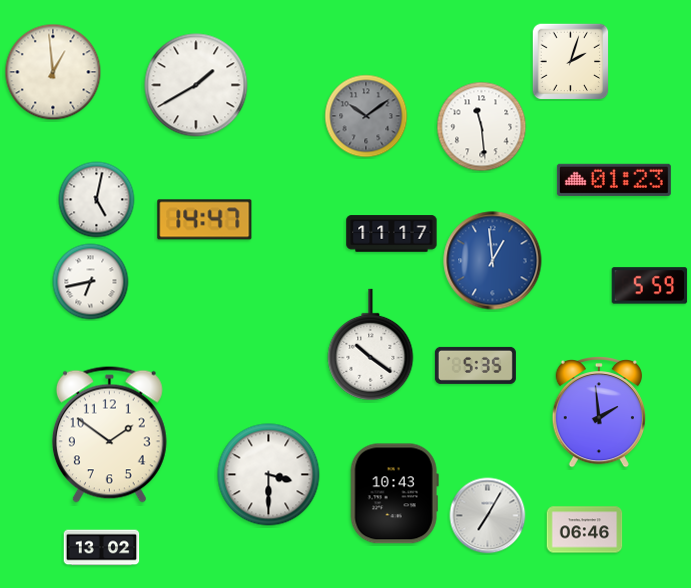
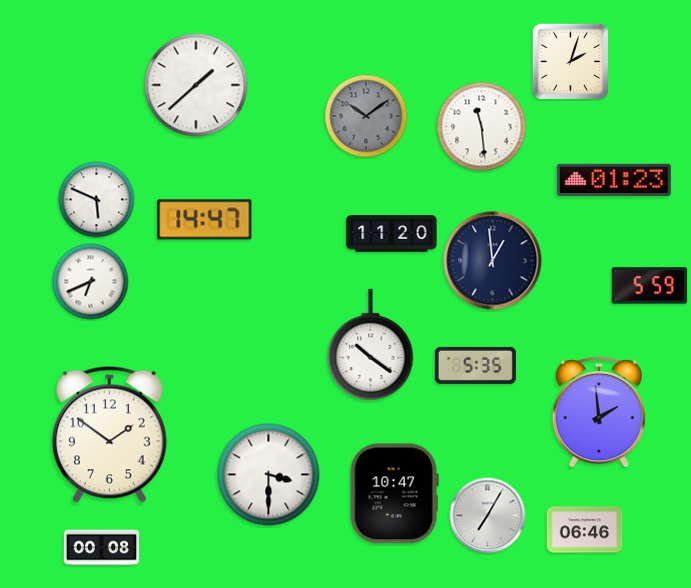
clock at (53, 72): 12:59 -> none
clock at (196, 85): 1:40 -> 1:38
clock at (97, 200): 5:02 -> 5:49
clock at (392, 234): 11:17 -> 11:20
clock at (493, 261) dial: blue -> navy
clock at (91, 282): 6:43 -> 6:41
clock at (394, 494): 10:43 -> 10:47
clock at (102, 548): 13:02 -> 00:08
